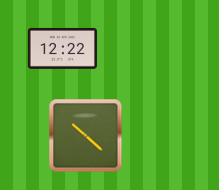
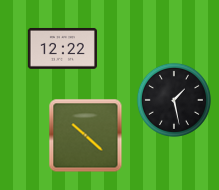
clock at (174, 100): none -> 1:28
